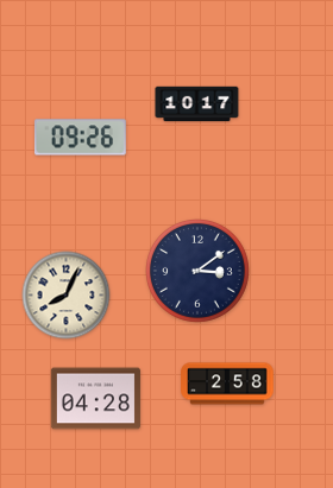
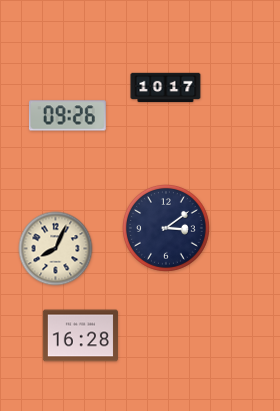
clock at (227, 384): 2:58 -> none
clock at (95, 399): 04:28 -> 16:28
